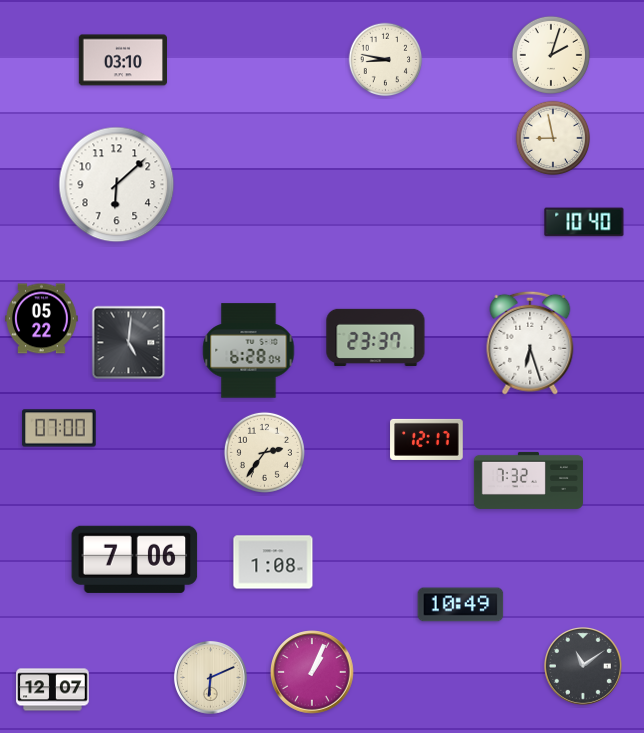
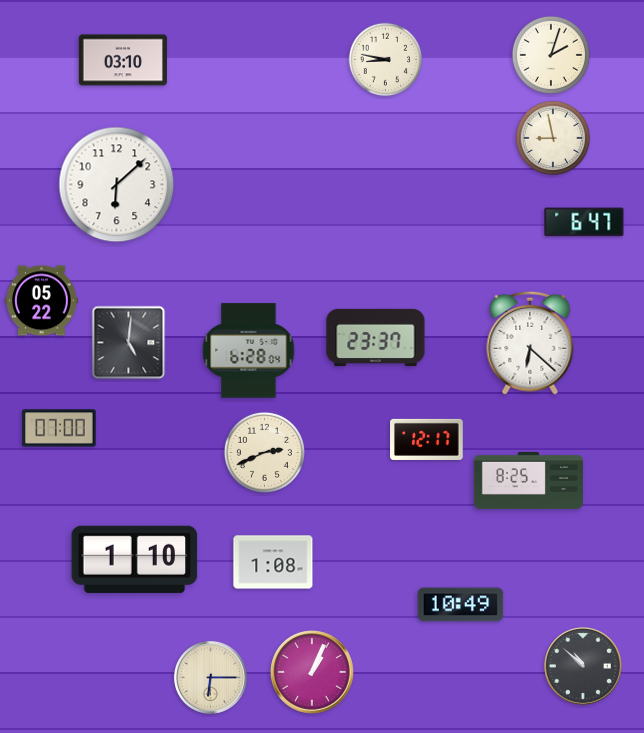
clock at (584, 222): 10:40 -> 6:47
clock at (42, 319) position: (42, 319) -> (42, 301)
clock at (530, 343): 6:27 -> 6:22
clock at (264, 452): 2:36 -> 2:41
clock at (528, 480): 7:32 -> 8:25
clock at (135, 559): 7:06 -> 1:10
clock at (584, 667): 11:09 -> 10:52
clock at (210, 677): 6:11 -> 6:15
clock at (53, 690): 12:07 -> none
